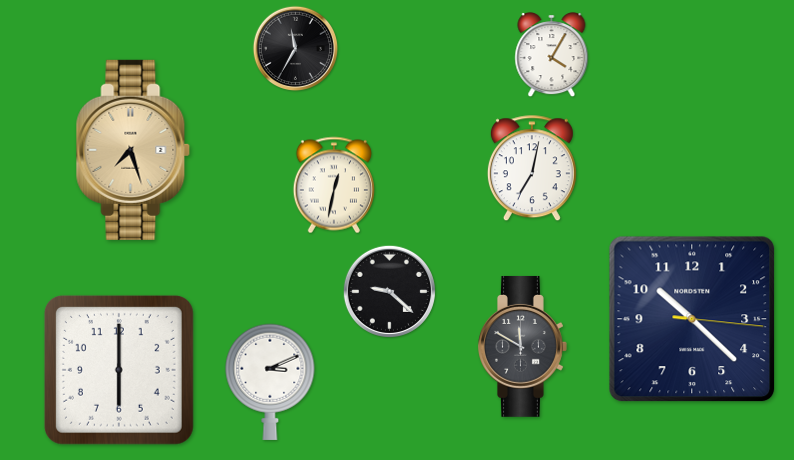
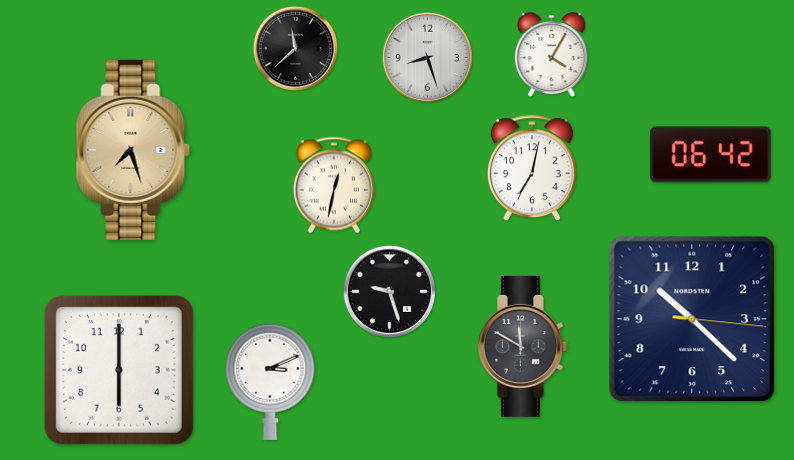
clock at (296, 49): 11:35 -> 11:38
clock at (427, 57): none -> 8:27
clock at (710, 155): none -> 06:42
clock at (389, 291): 9:22 -> 9:27
